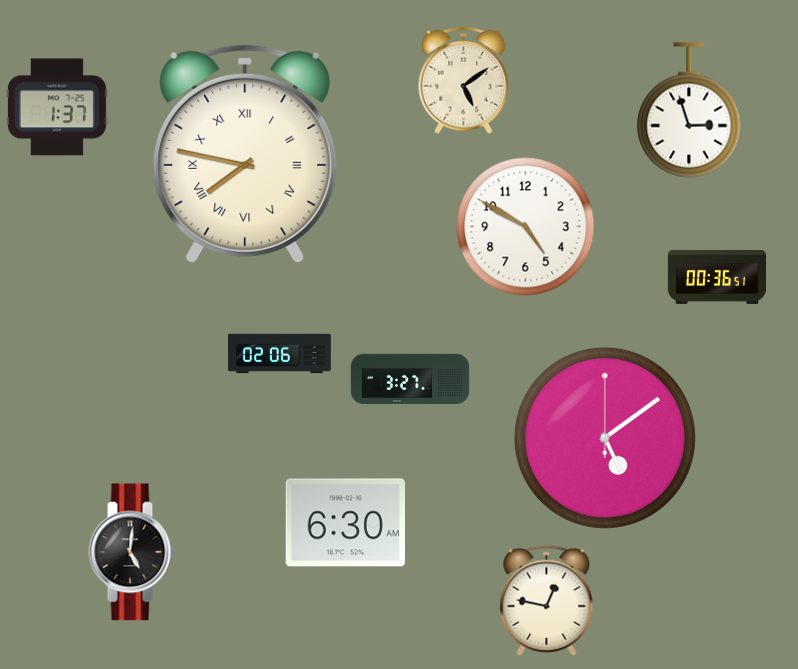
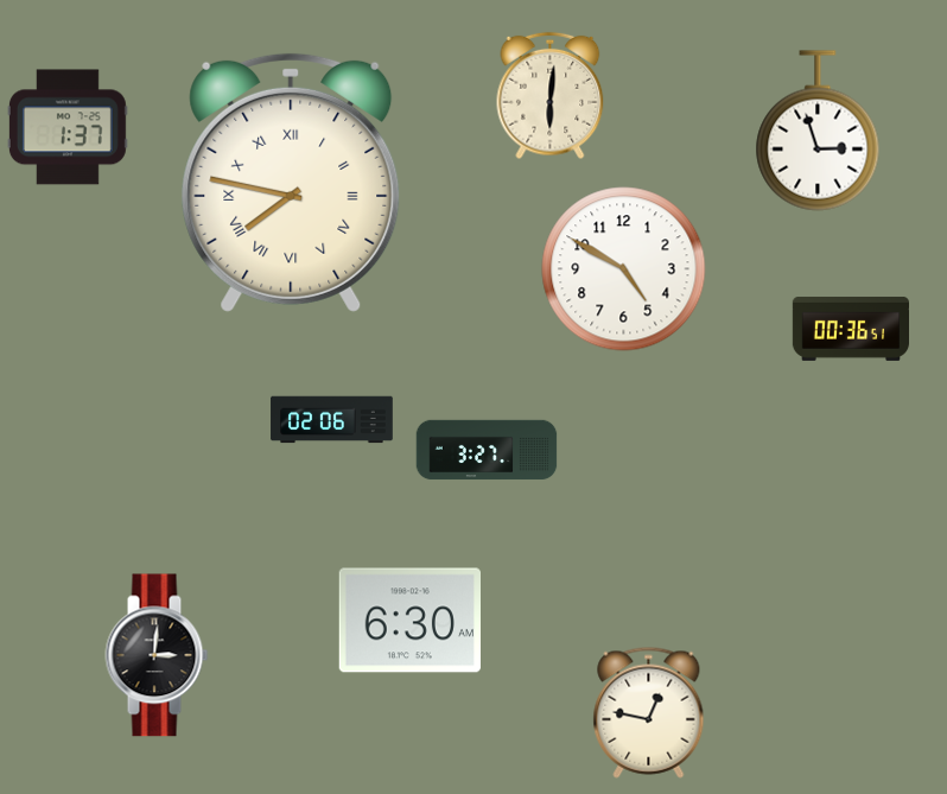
clock at (464, 81): 5:09 -> 6:01
clock at (605, 438): 5:09 -> none
clock at (132, 552): 5:01 -> 3:01
